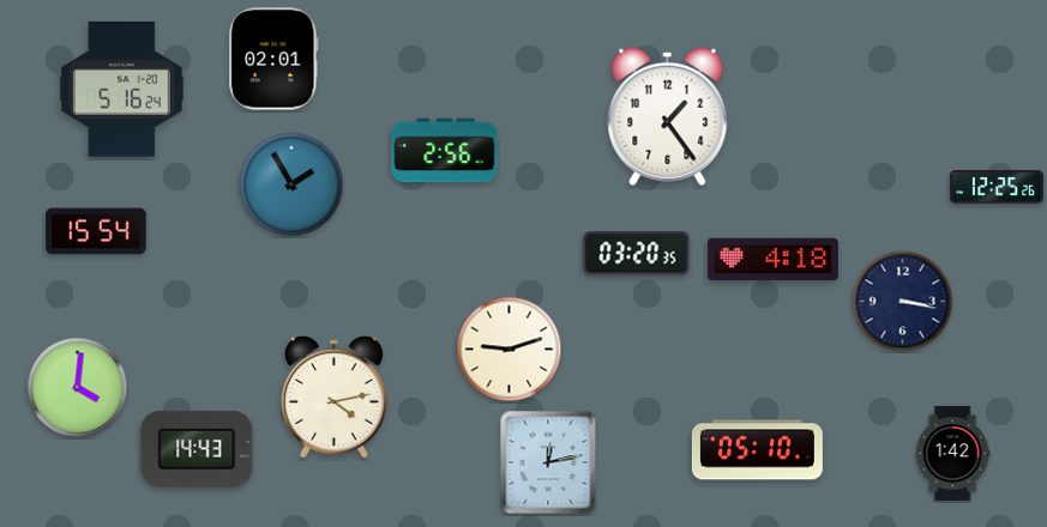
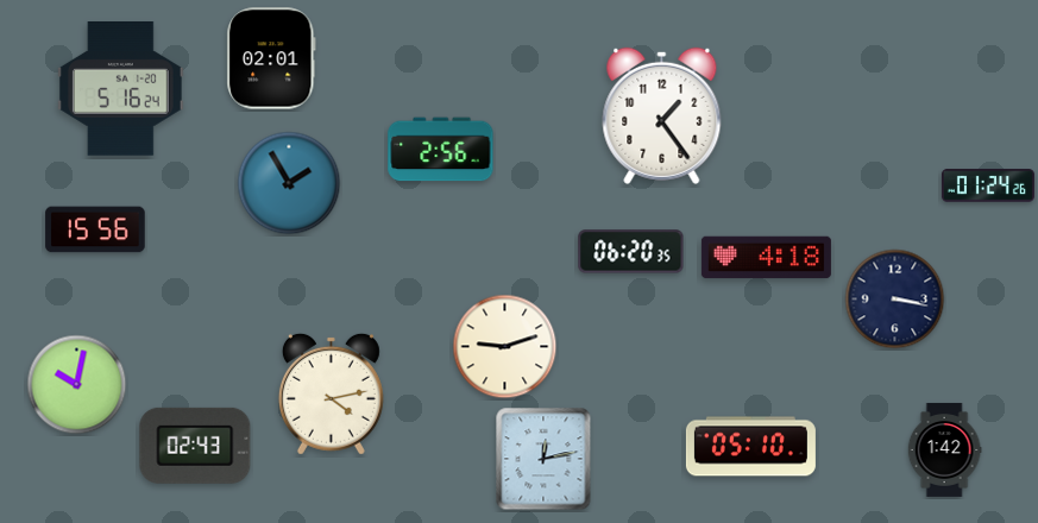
clock at (997, 187): 12:25 -> 01:24
clock at (96, 231): 15:54 -> 15:56
clock at (637, 254): 03:20 -> 06:20
clock at (78, 388): 4:01 -> 10:02
clock at (197, 449): 14:43 -> 02:43
